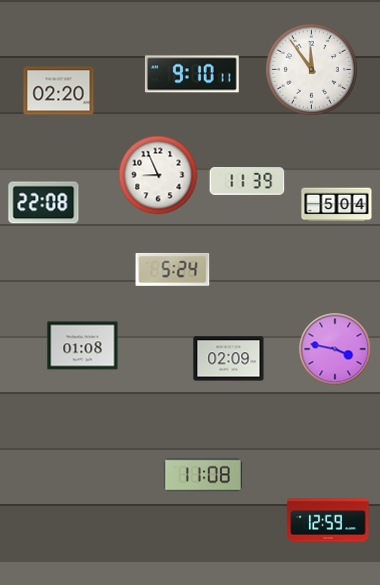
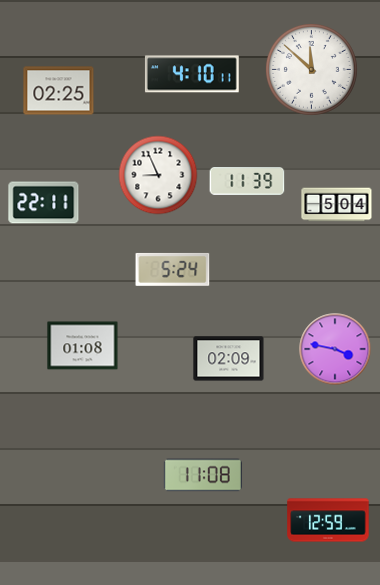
clock at (311, 69): 11:54 -> 11:52
clock at (192, 74): 9:10 -> 4:10
clock at (59, 91): 02:20 -> 02:25
clock at (44, 203): 22:08 -> 22:11
